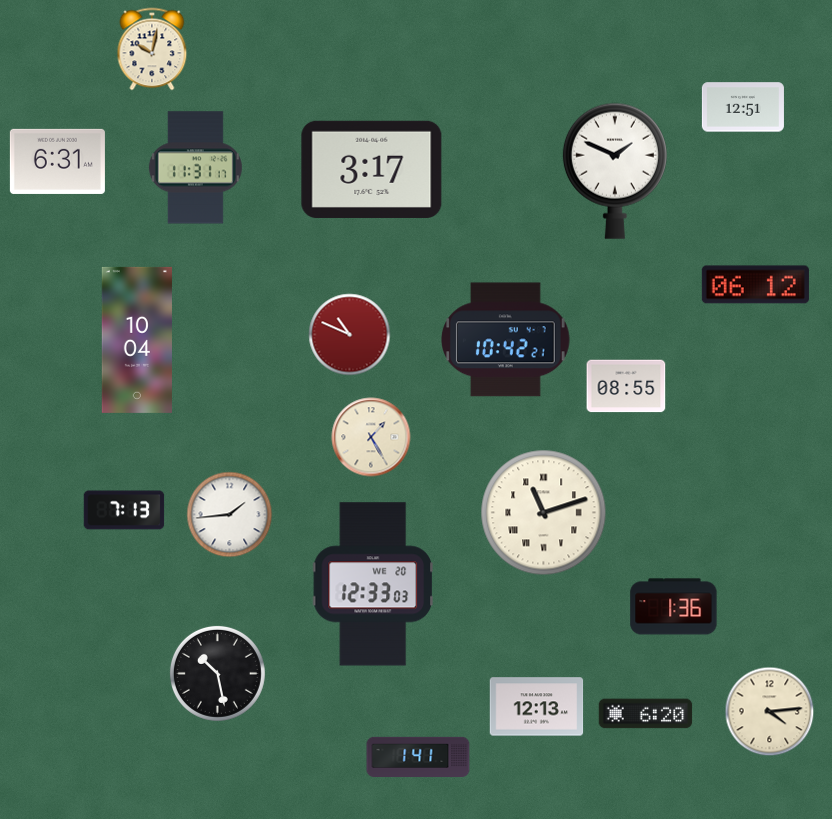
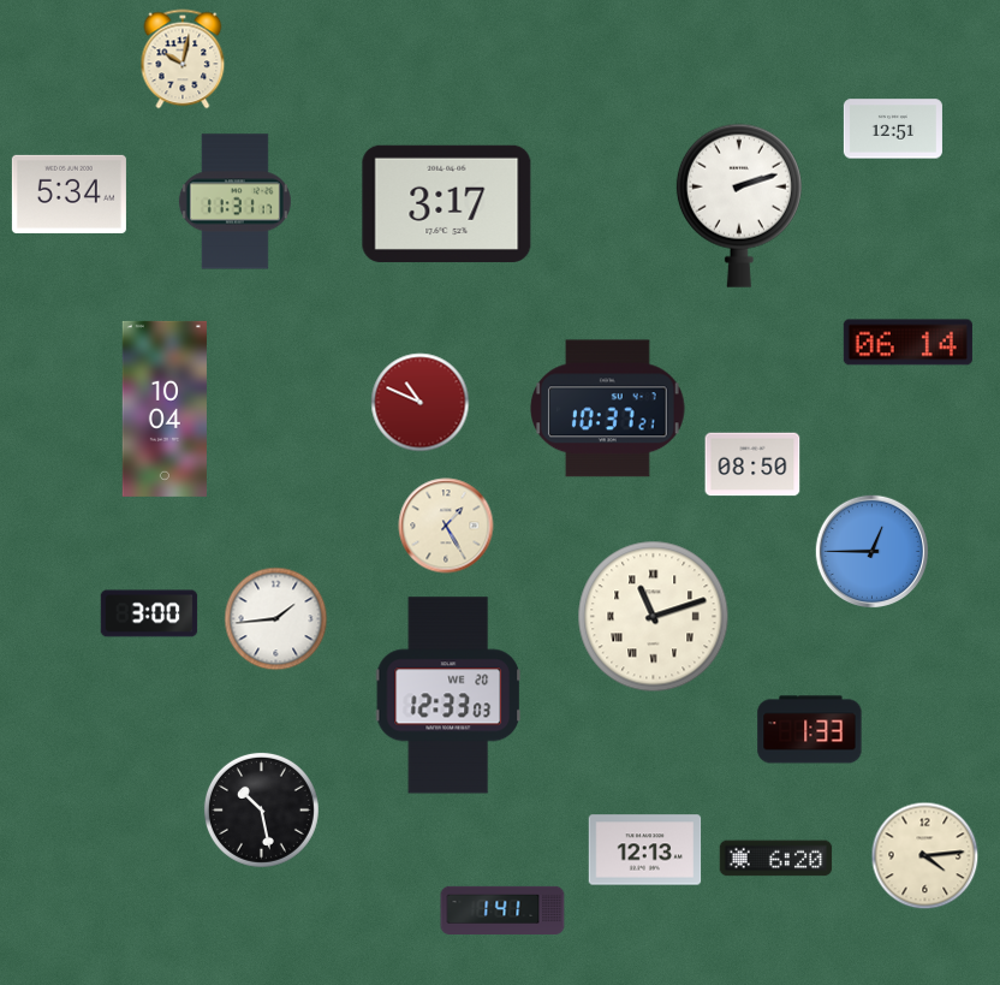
clock at (57, 161): 6:31 -> 5:34
clock at (615, 171): 1:49 -> 2:12
clock at (755, 285): 06:12 -> 06:14
clock at (506, 340): 10:42 -> 10:37
clock at (626, 386): 08:55 -> 08:50
clock at (871, 551): none -> 12:45
clock at (124, 510): 7:13 -> 3:00
clock at (373, 584) position: (373, 584) -> (448, 695)
clock at (674, 607): 1:36 -> 1:33
